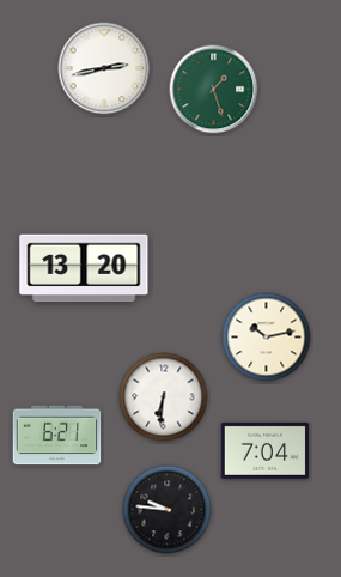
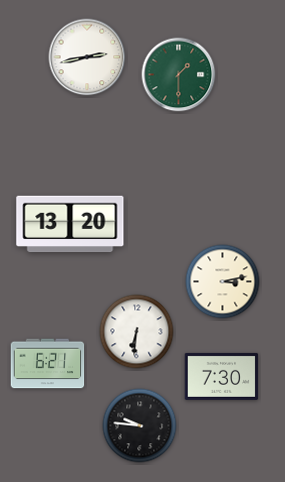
clock at (214, 90): 1:27 -> 1:30
clock at (267, 338): 10:13 -> 3:13
clock at (266, 450): 7:04 -> 7:30
